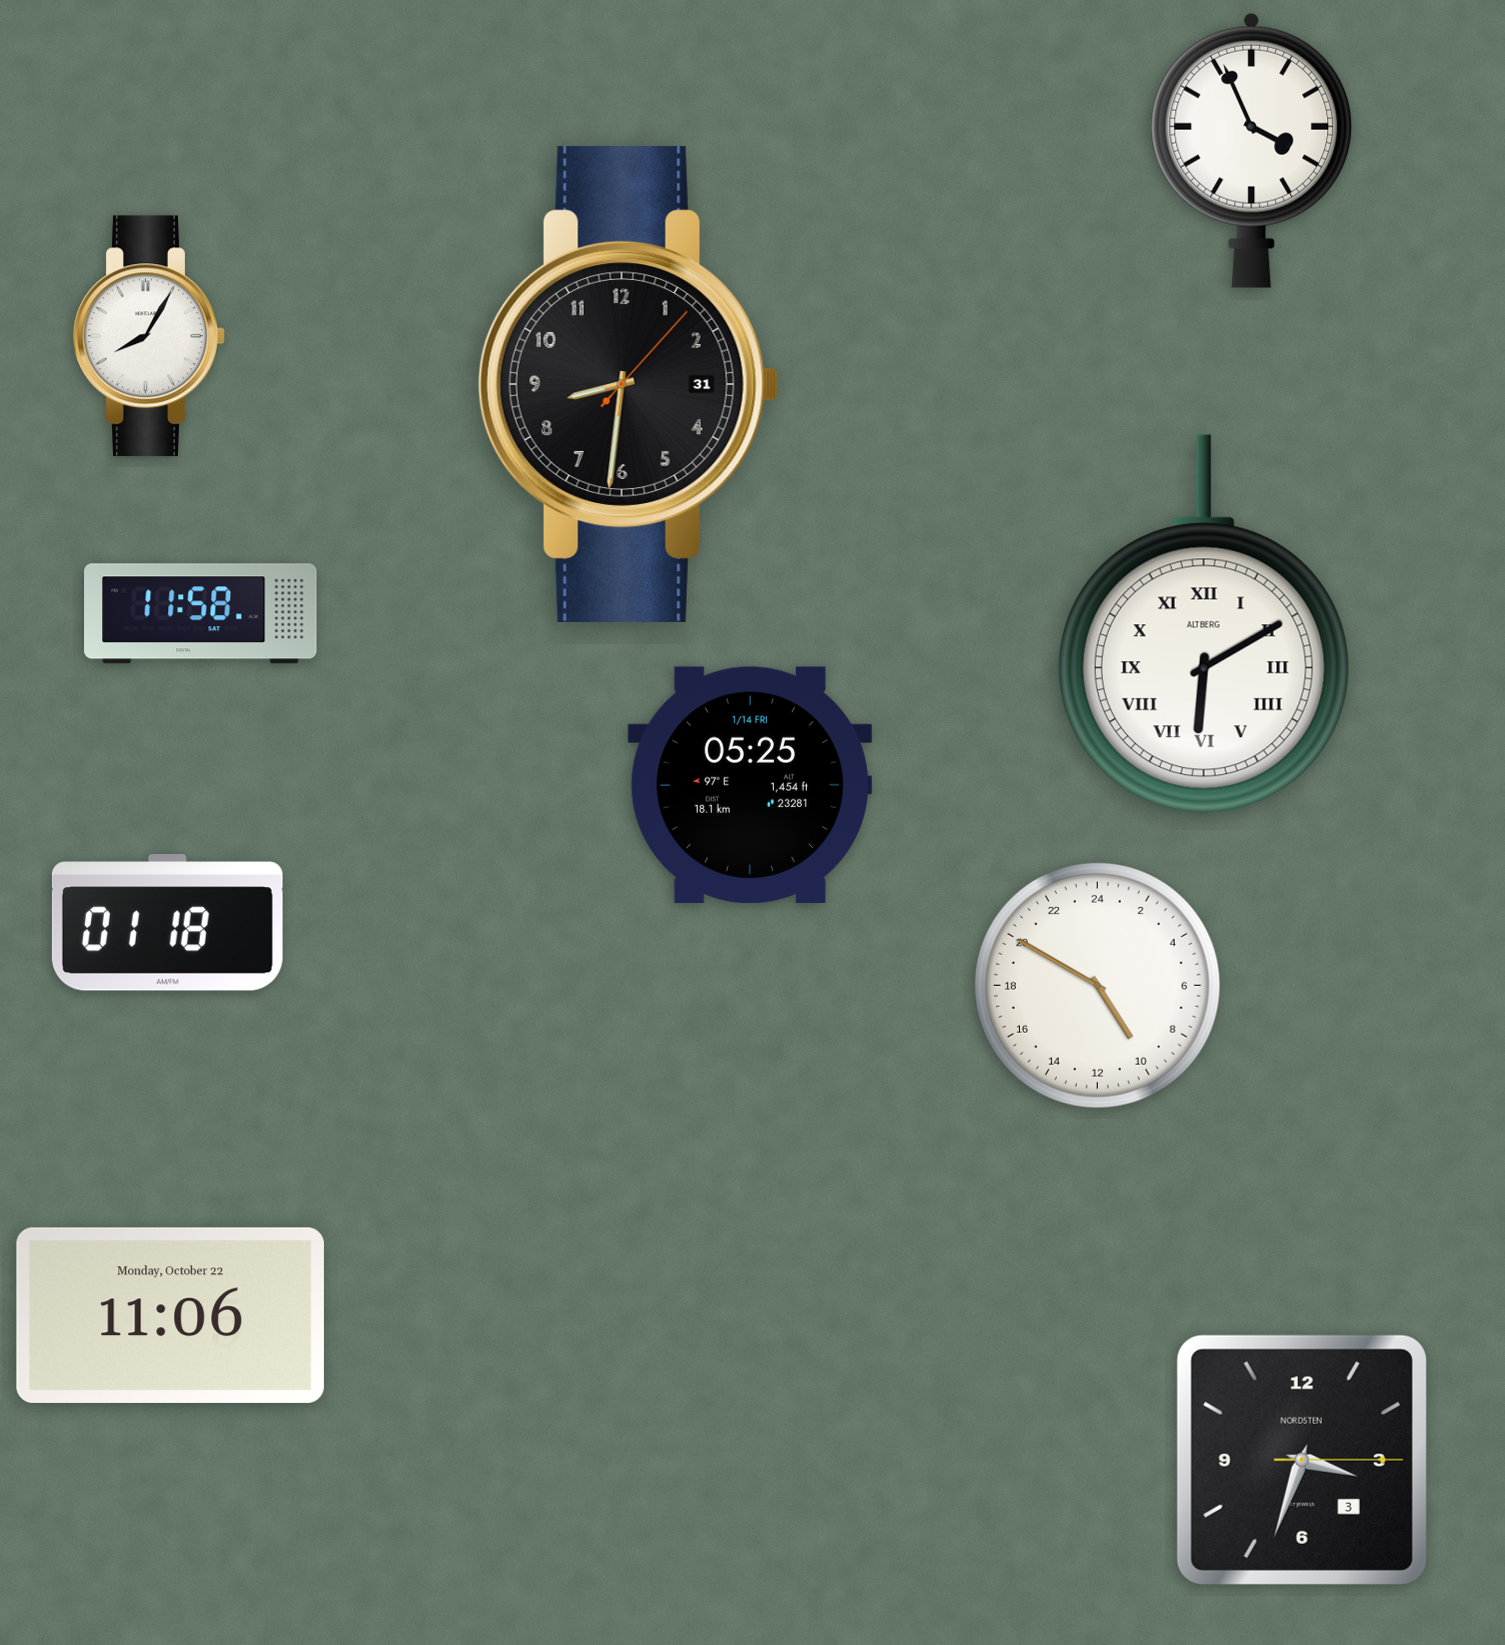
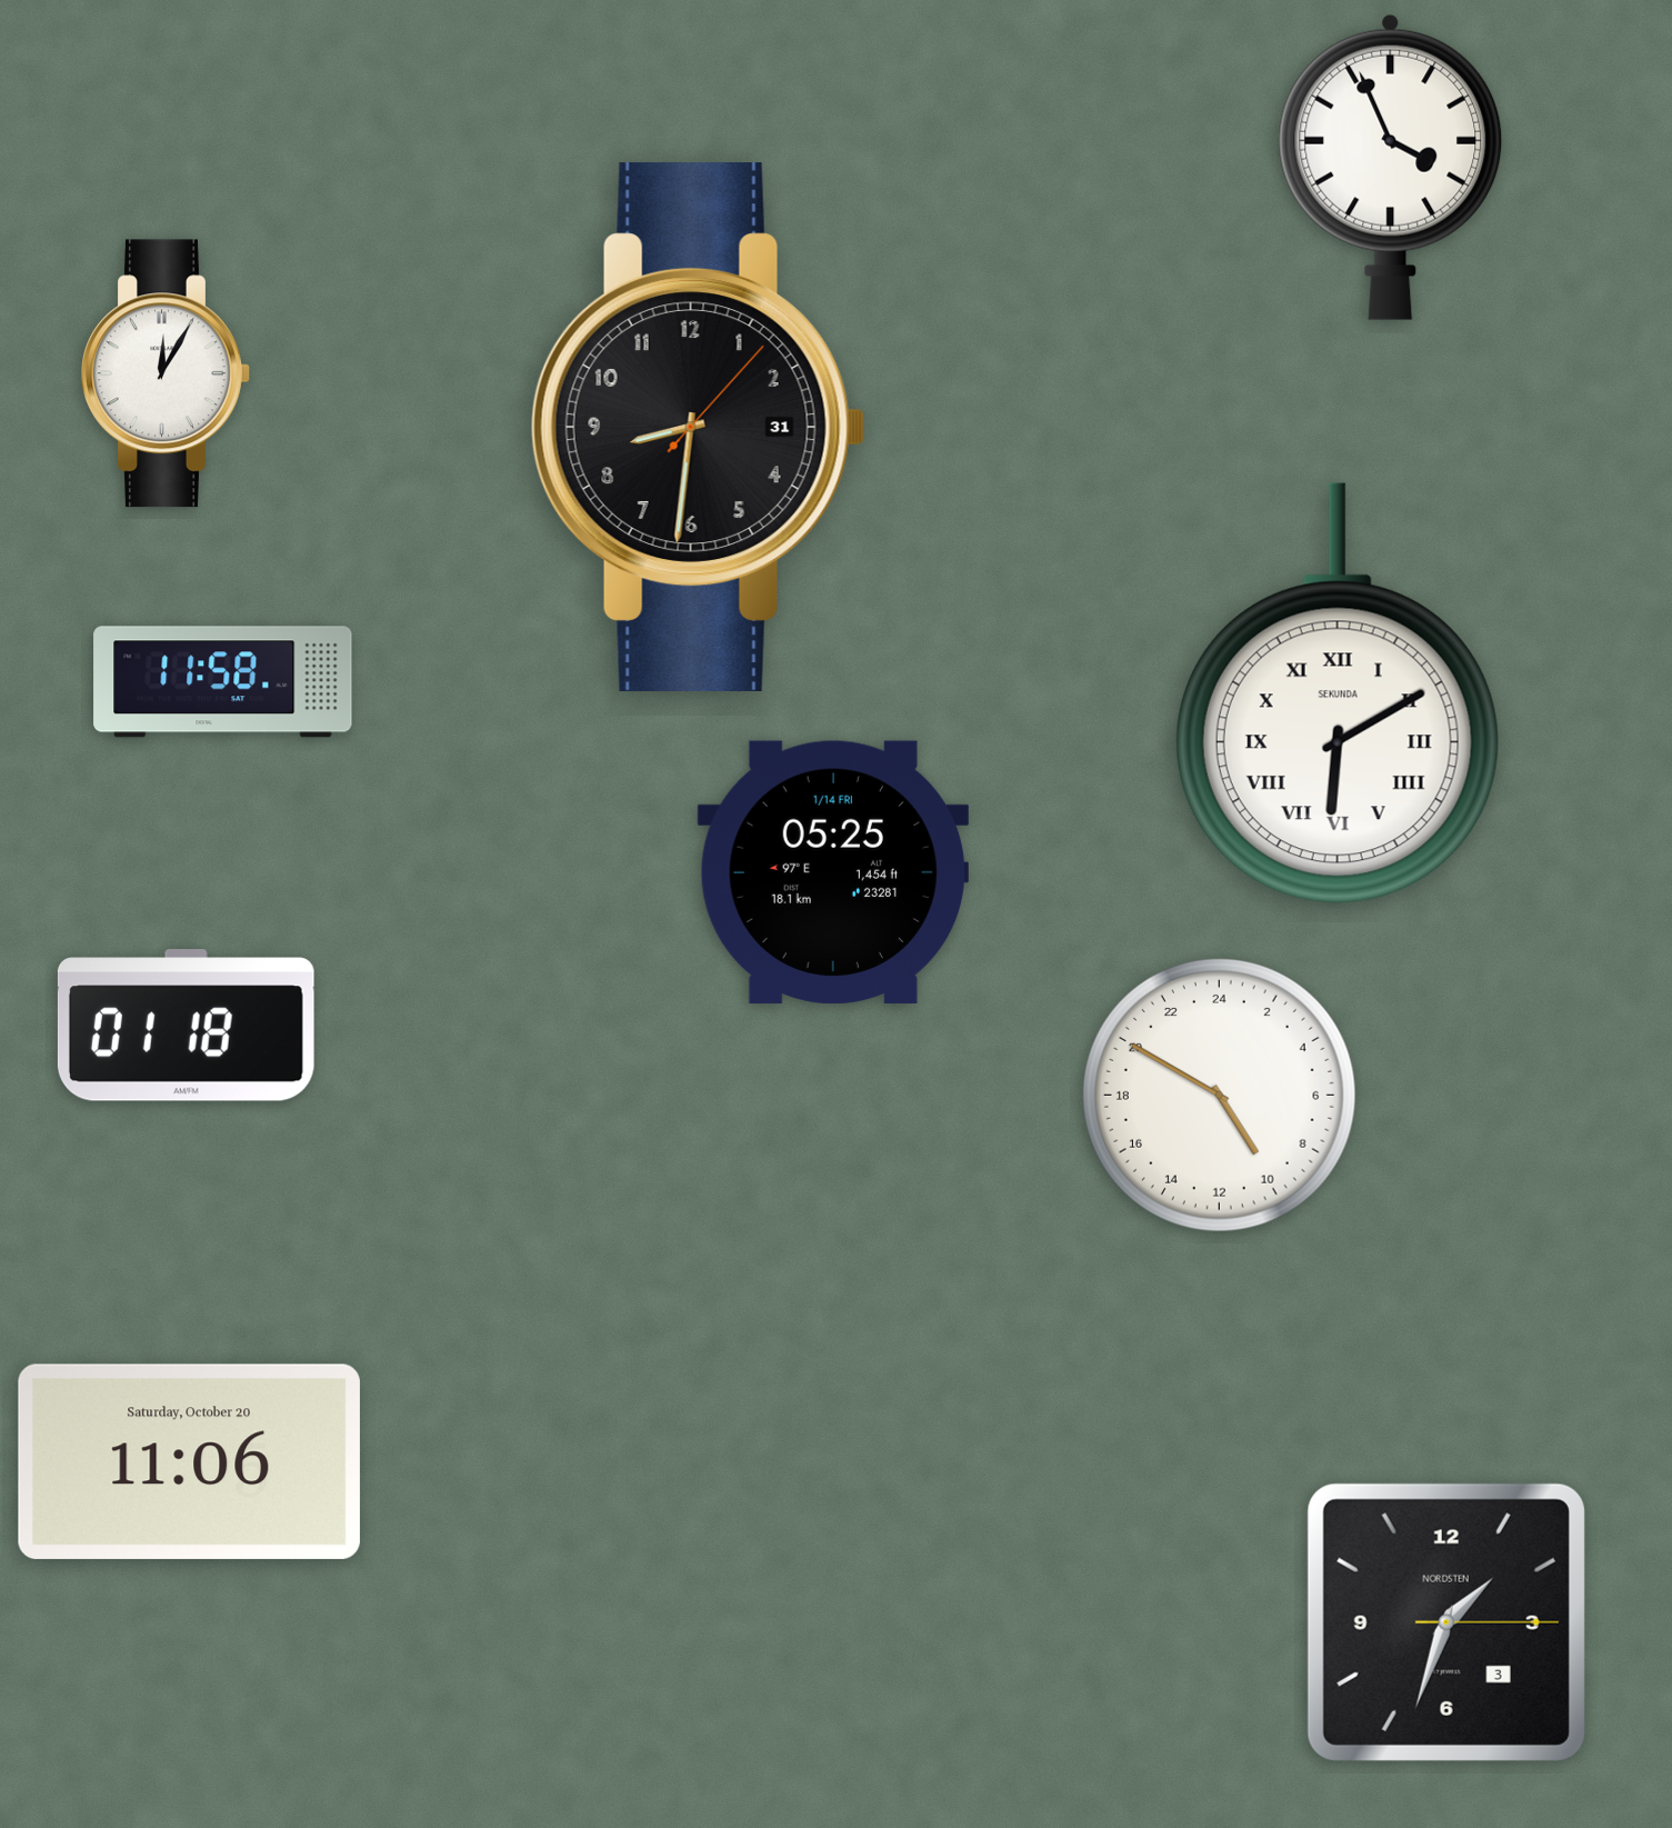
clock at (149, 336): 8:05 -> 12:05
clock at (1204, 624) brand: ALTBERG -> SEKUNDA
clock at (170, 1315) date: Monday, October 22 -> Saturday, October 20
clock at (1302, 1460): 3:33 -> 1:33
